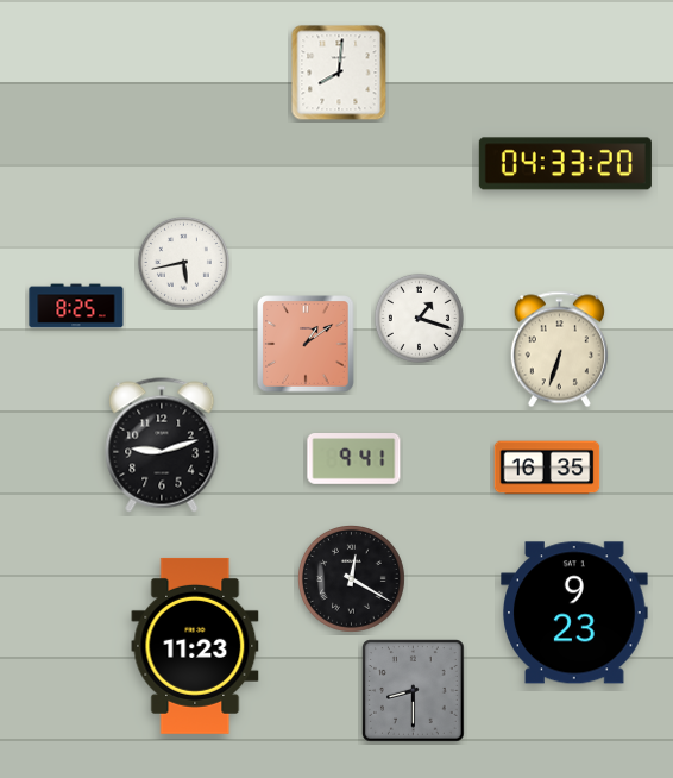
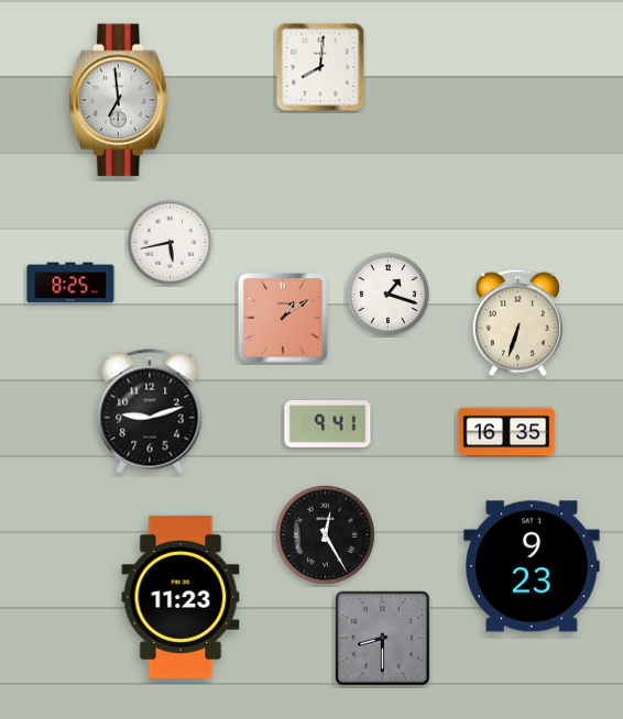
clock at (339, 73) position: (339, 73) -> (320, 67)
clock at (119, 100): none -> 6:59
clock at (565, 164): 04:33 -> none
clock at (352, 579): 12:20 -> 12:25
